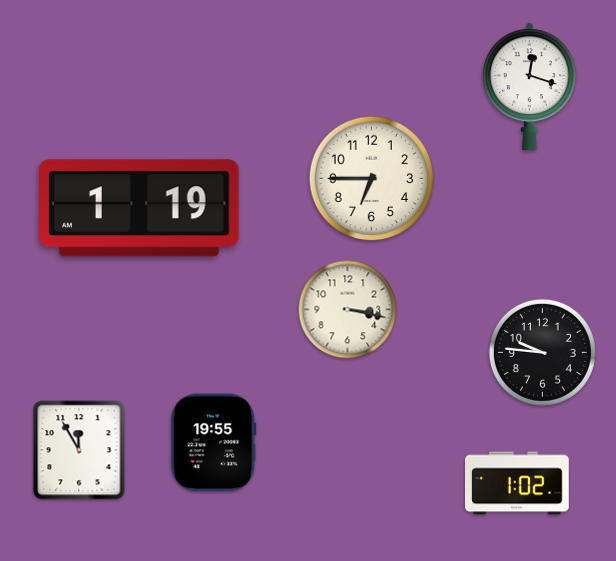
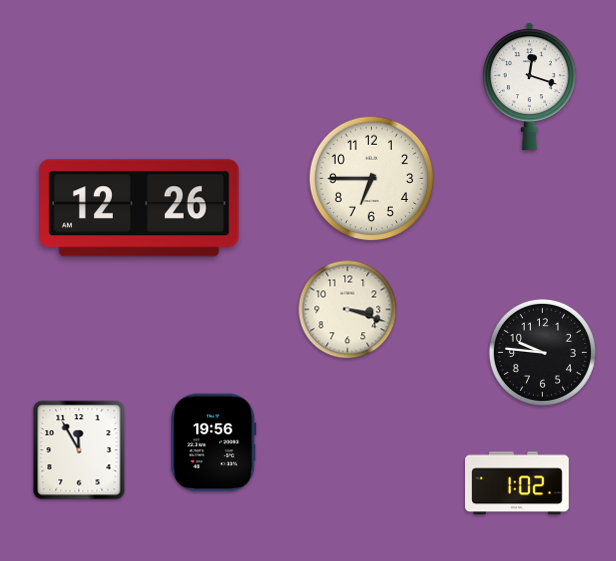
clock at (140, 208): 1:19 -> 12:26
clock at (348, 310): 3:17 -> 3:18
clock at (214, 443): 19:55 -> 19:56
